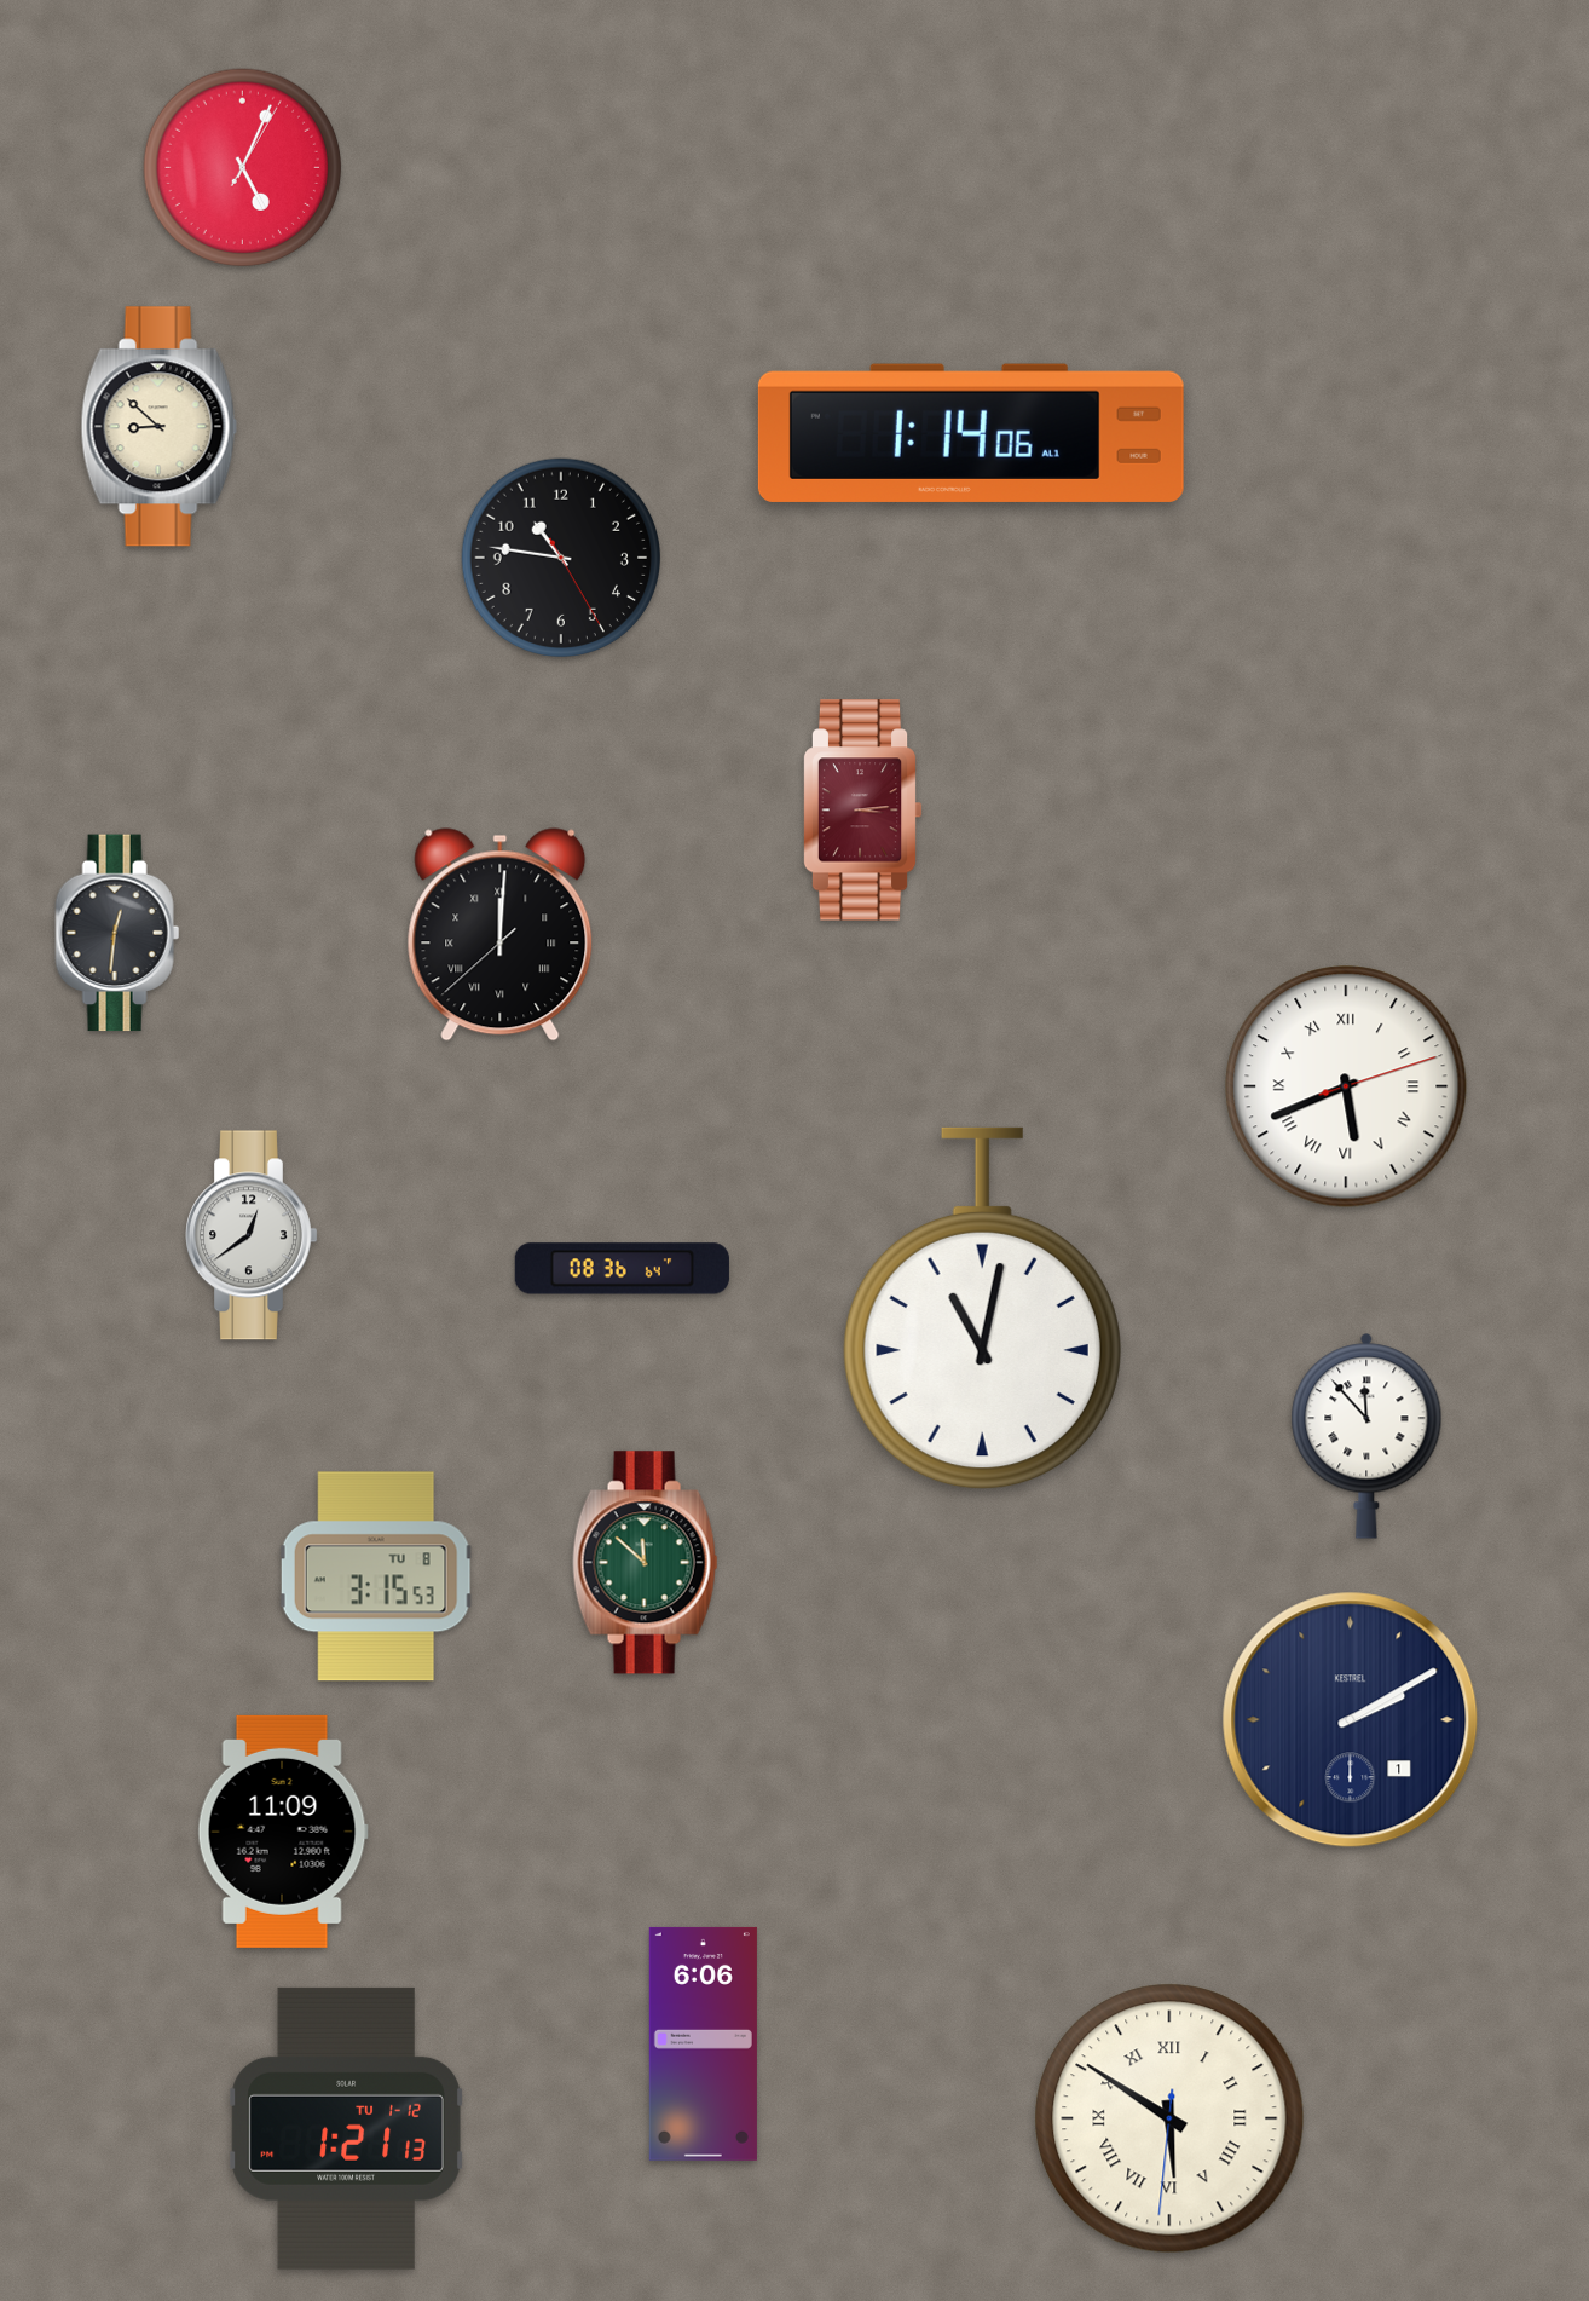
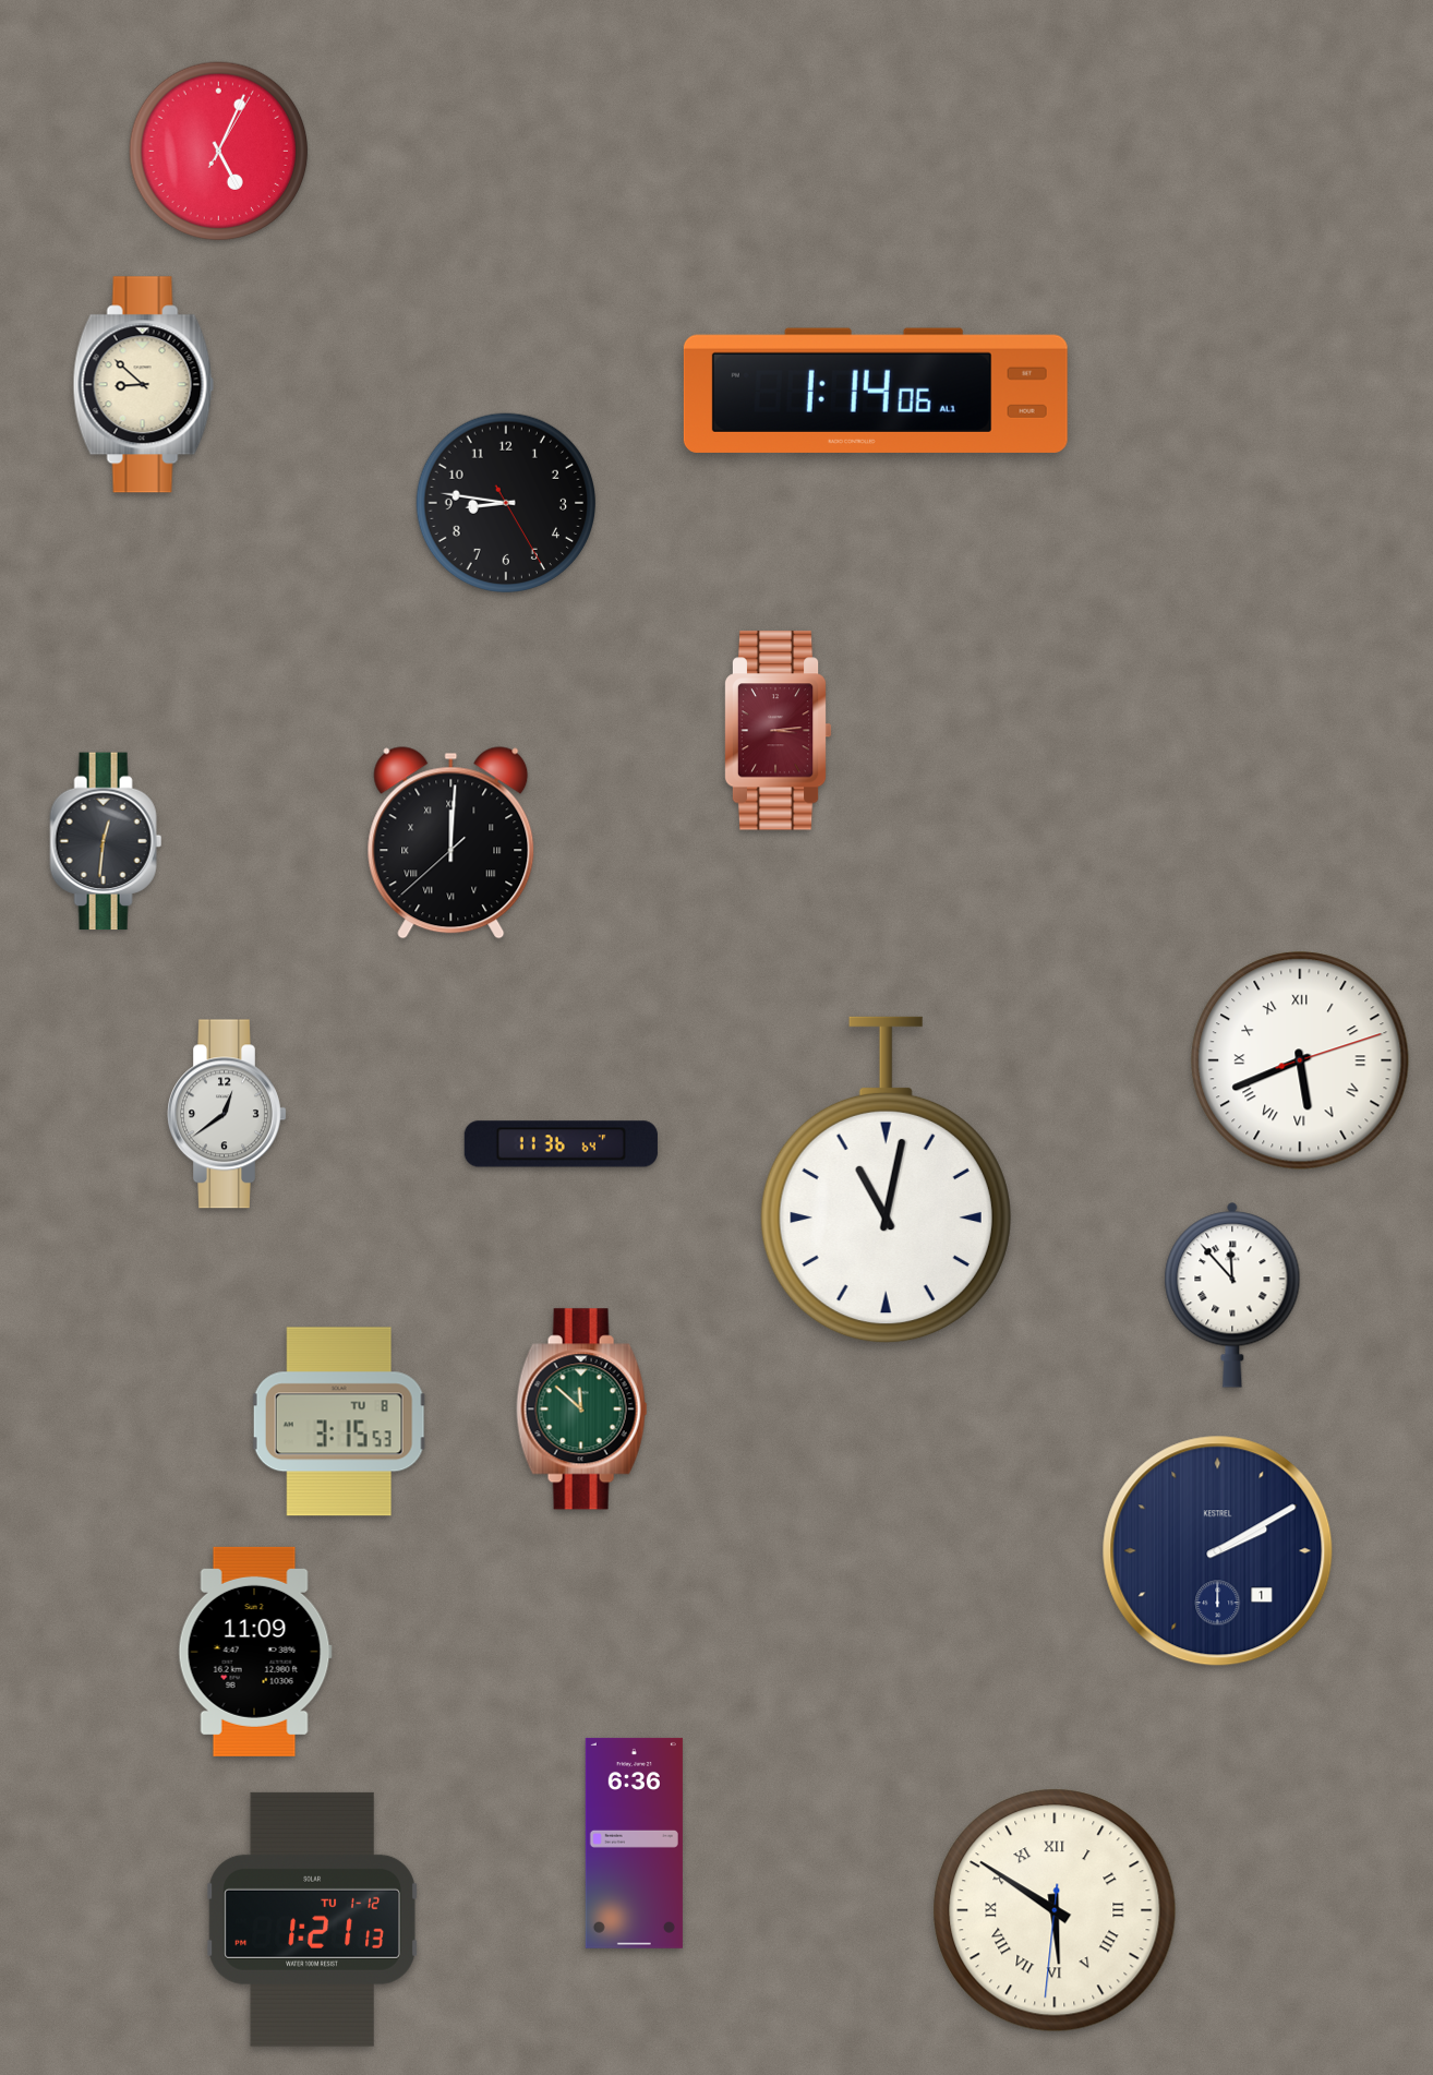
clock at (560, 556): 10:46 -> 8:46
clock at (1346, 1086) position: (1346, 1086) -> (1300, 1060)
clock at (622, 1269): 08:36 -> 11:36
clock at (703, 2043): 6:06 -> 6:36
